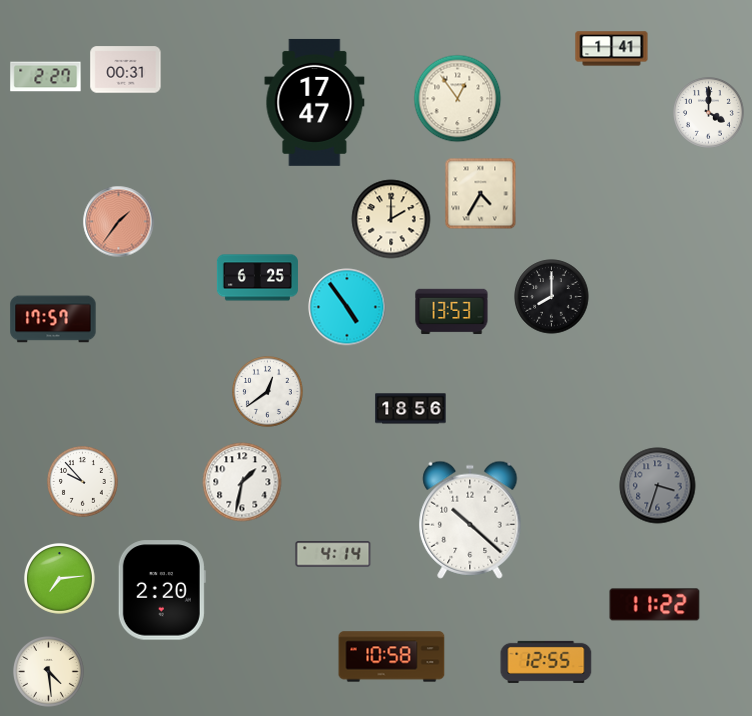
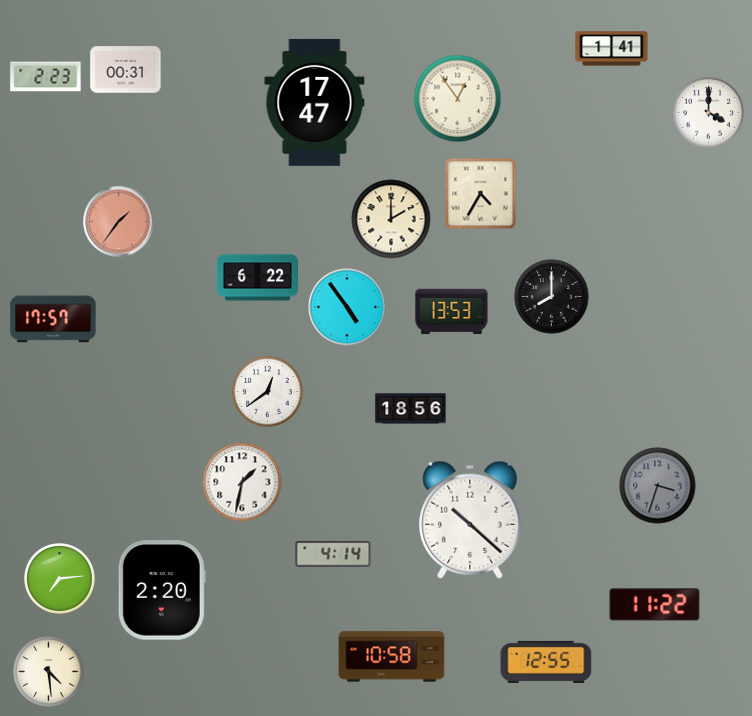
clock at (46, 77): 2:27 -> 2:23
clock at (257, 278): 6:25 -> 6:22
clock at (83, 482): 9:53 -> none
